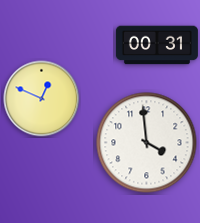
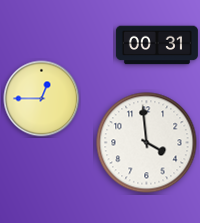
clock at (42, 99): 12:49 -> 12:45
